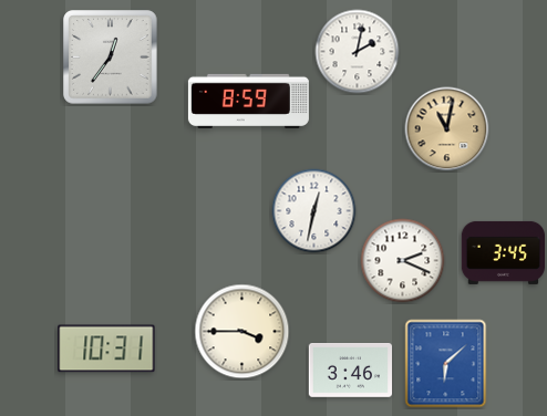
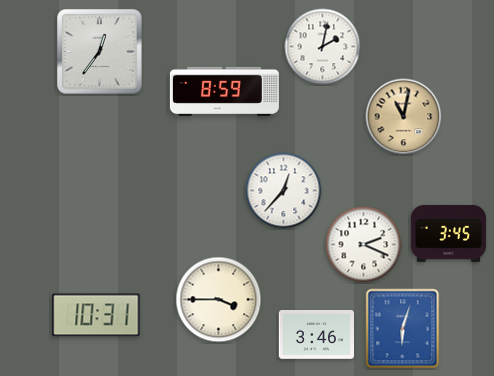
clock at (314, 211): 12:32 -> 12:37
clock at (503, 252) position: (503, 252) -> (448, 233)
clock at (403, 261) position: (403, 261) -> (364, 245)
clock at (446, 364): 6:08 -> 6:03
